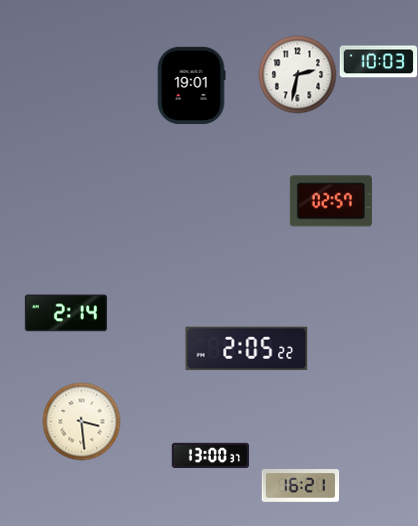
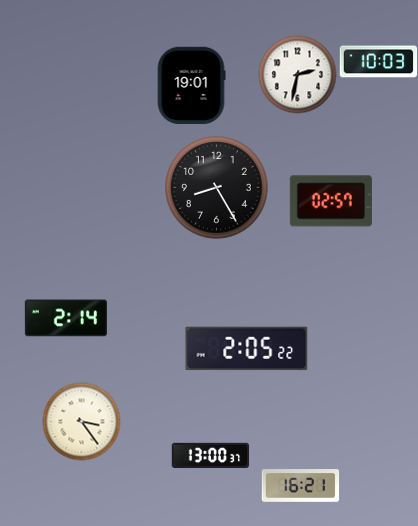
clock at (217, 188): none -> 8:25
clock at (66, 313) position: (66, 313) -> (66, 318)
clock at (81, 421): 3:29 -> 3:24
